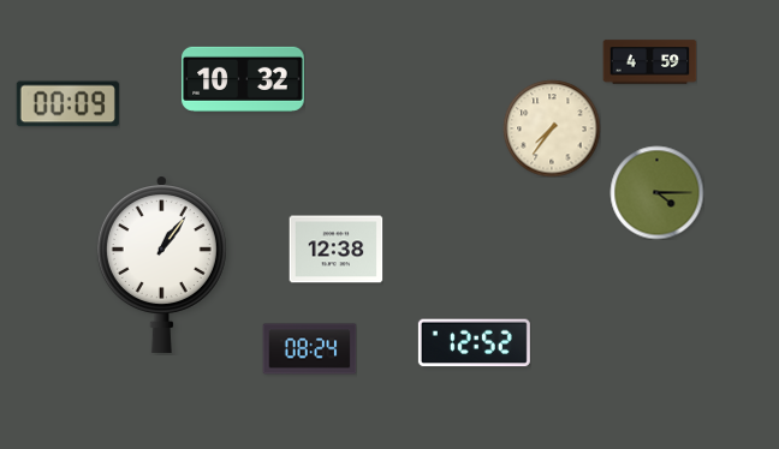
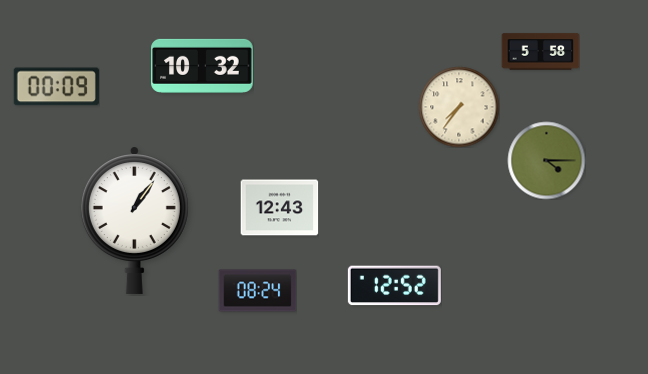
clock at (649, 62): 4:59 -> 5:58
clock at (335, 250): 12:38 -> 12:43
